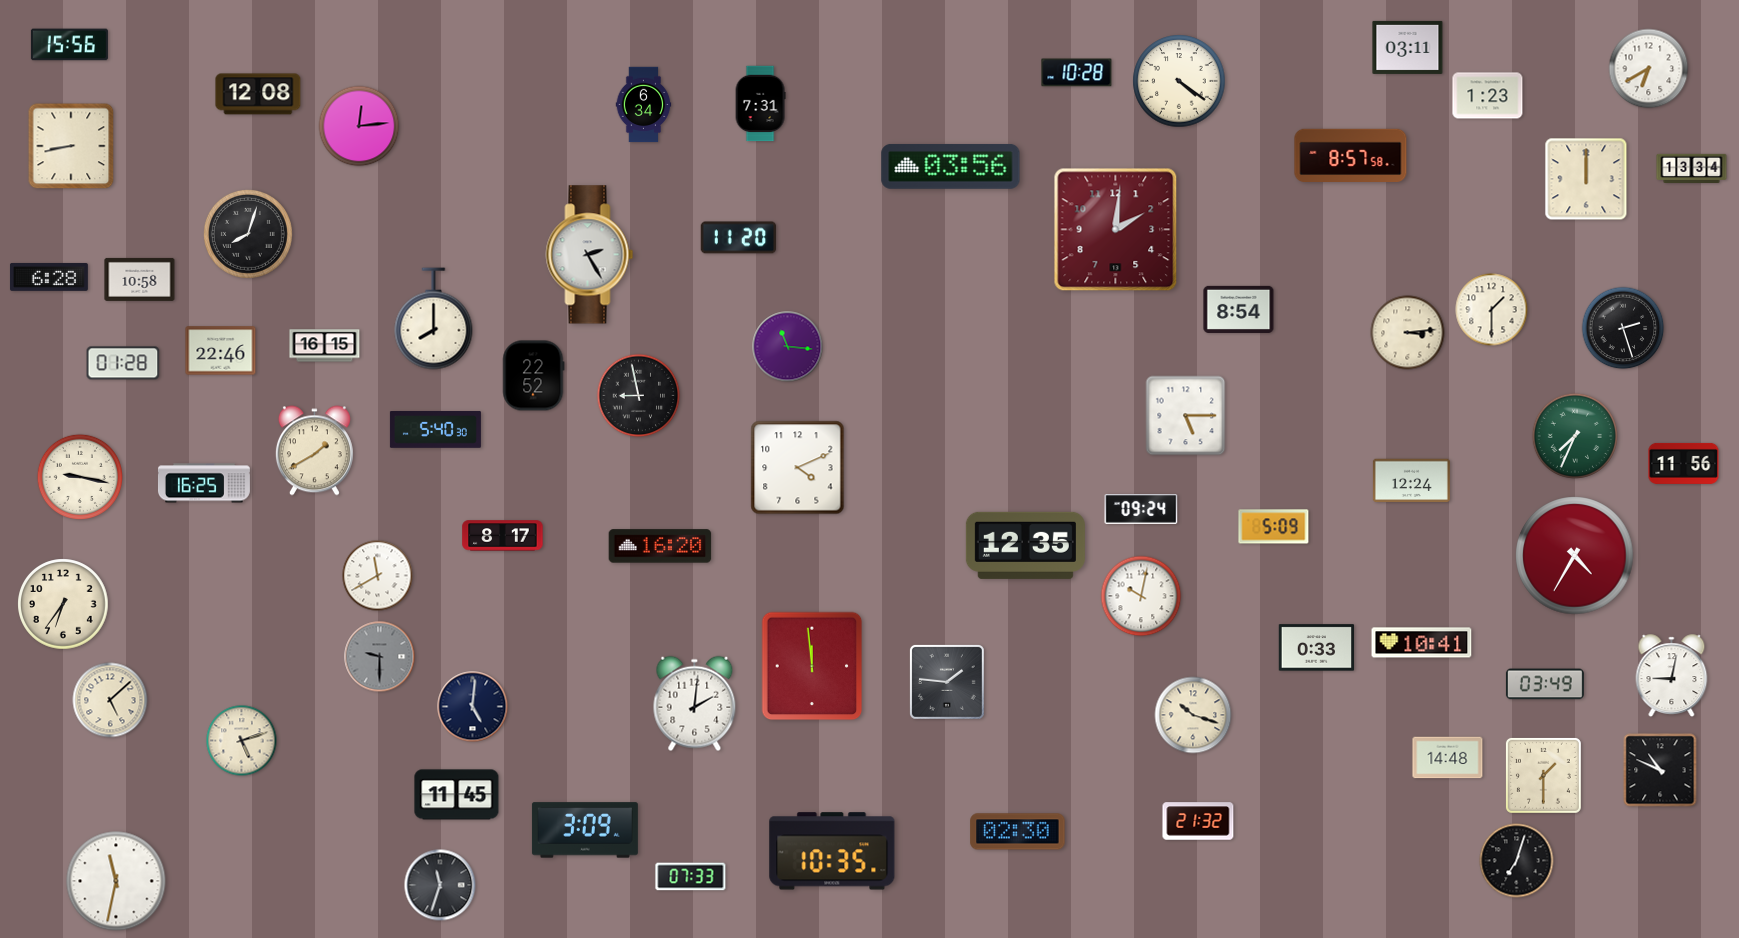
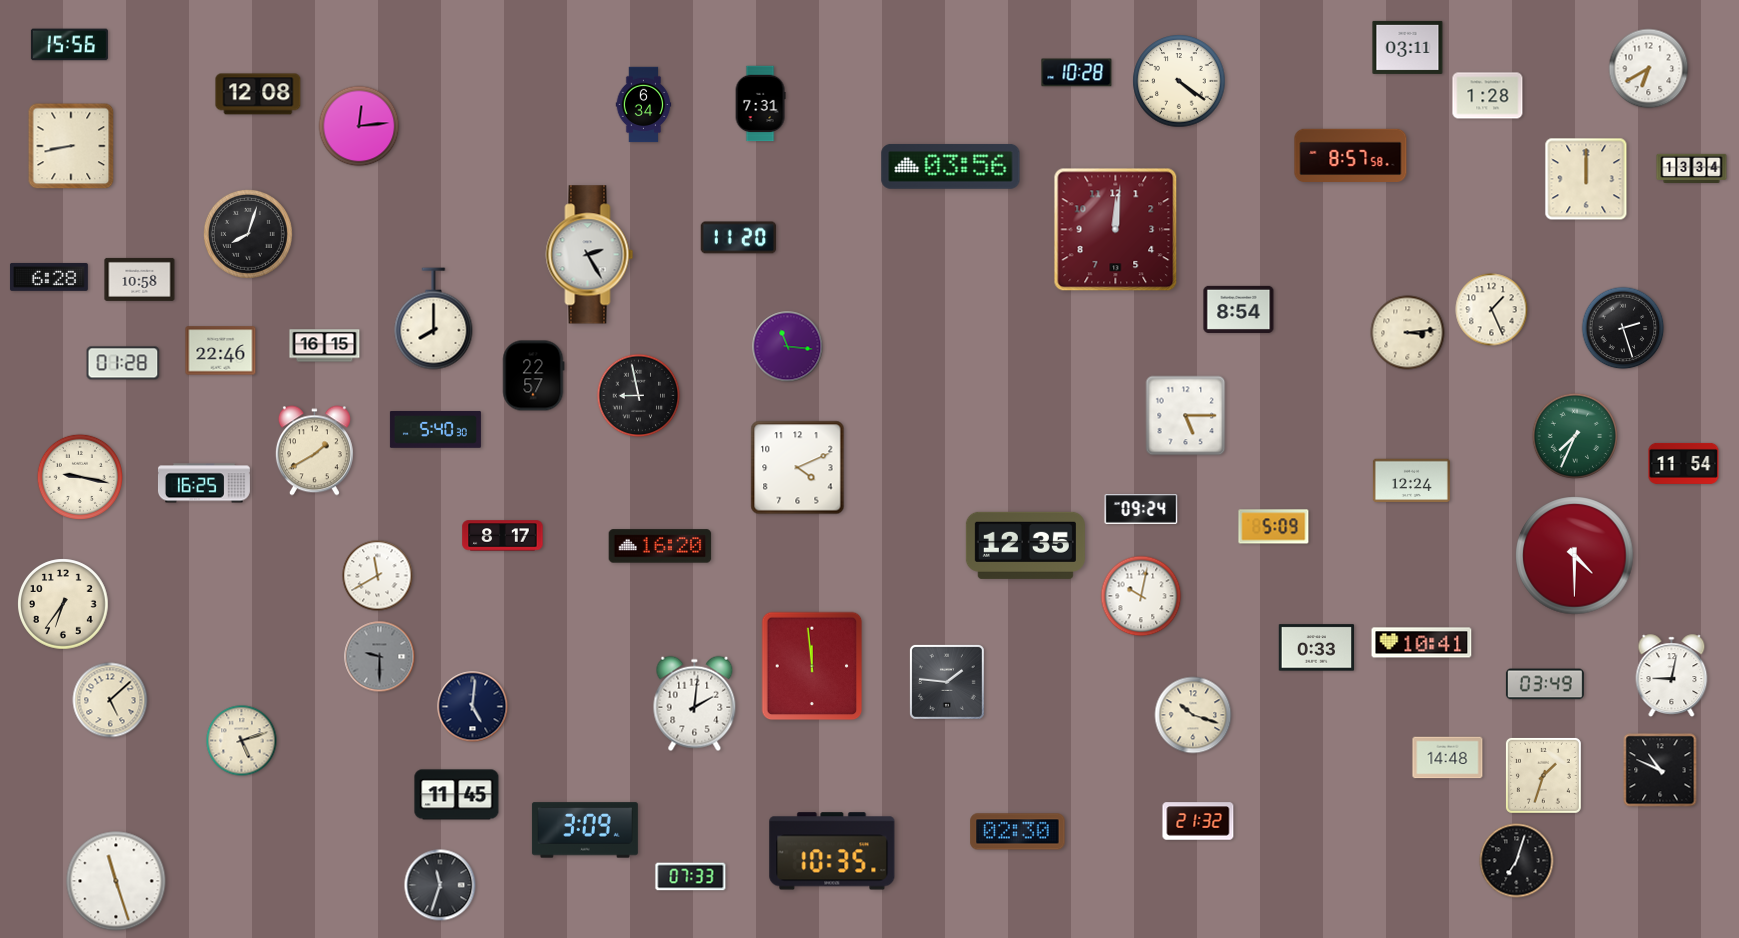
clock at (1488, 96): 1:23 -> 1:28
clock at (1116, 230): 2:01 -> 12:01
clock at (1492, 310): 1:30 -> 1:26
clock at (533, 376): 22:52 -> 22:57
clock at (1684, 463): 11:56 -> 11:54
clock at (1575, 556): 4:35 -> 4:30
clock at (1543, 775): 1:30 -> 1:33
clock at (116, 881): 11:32 -> 11:27
